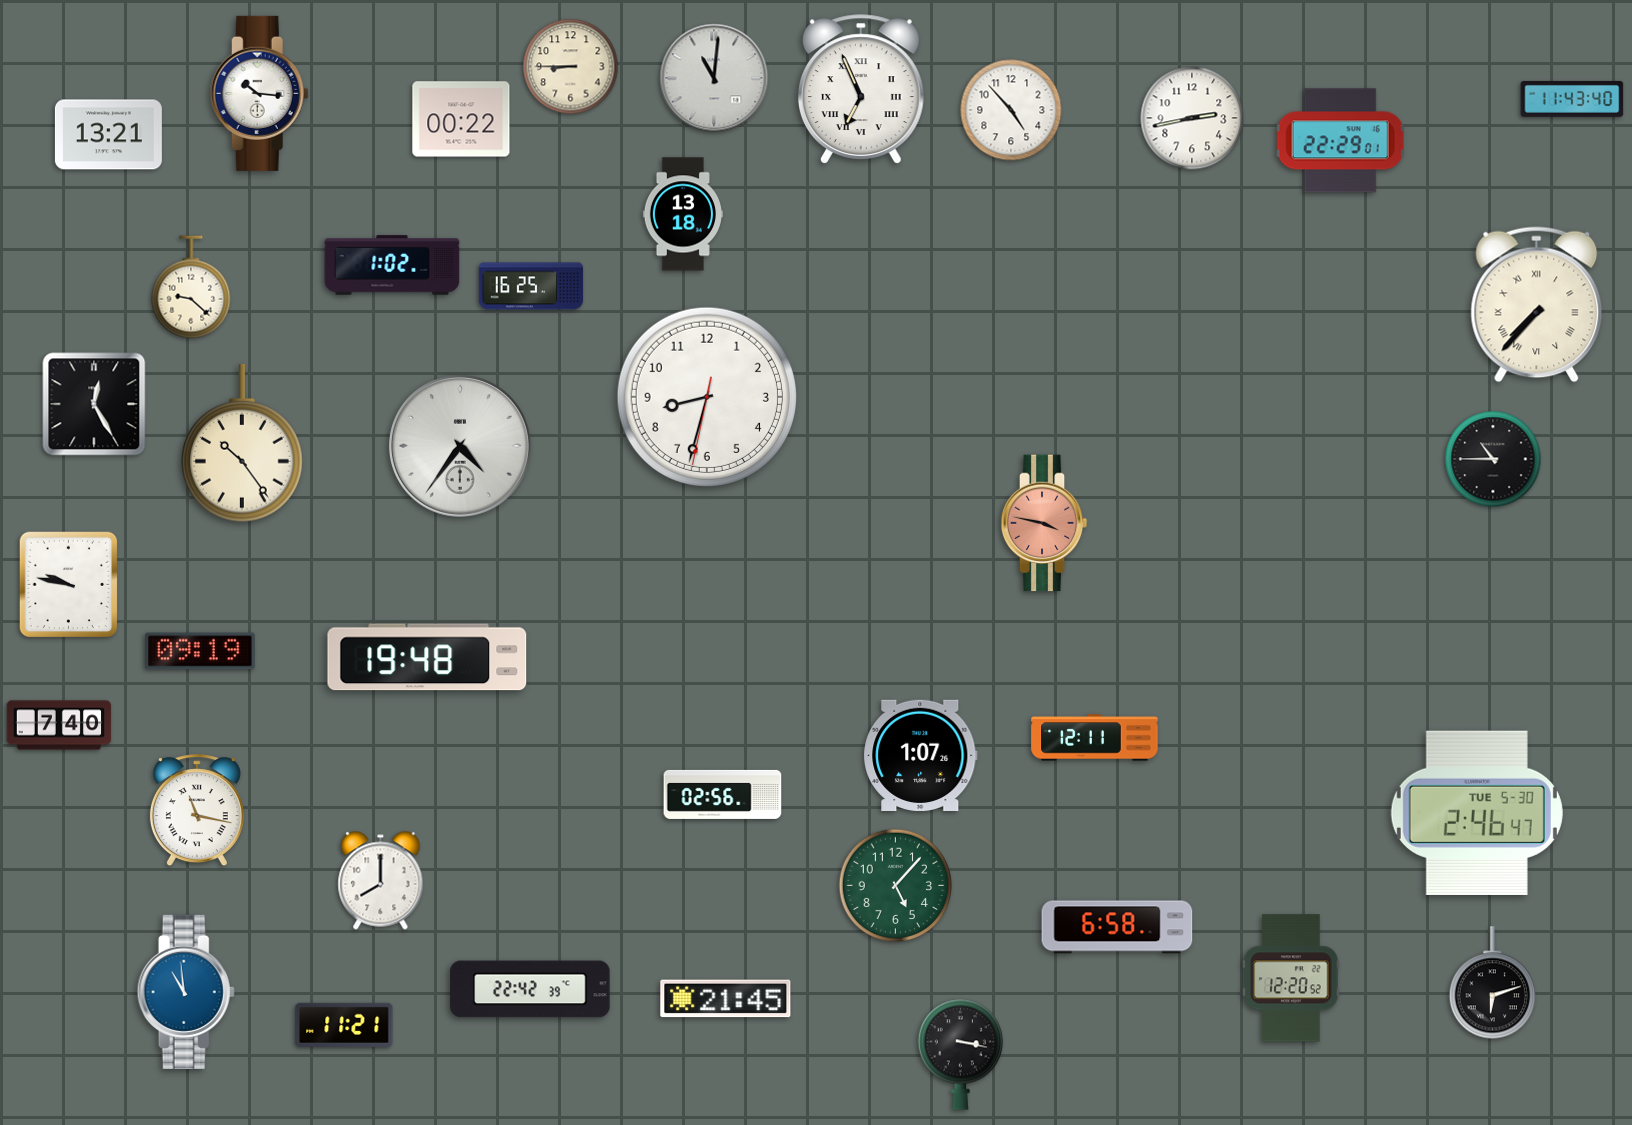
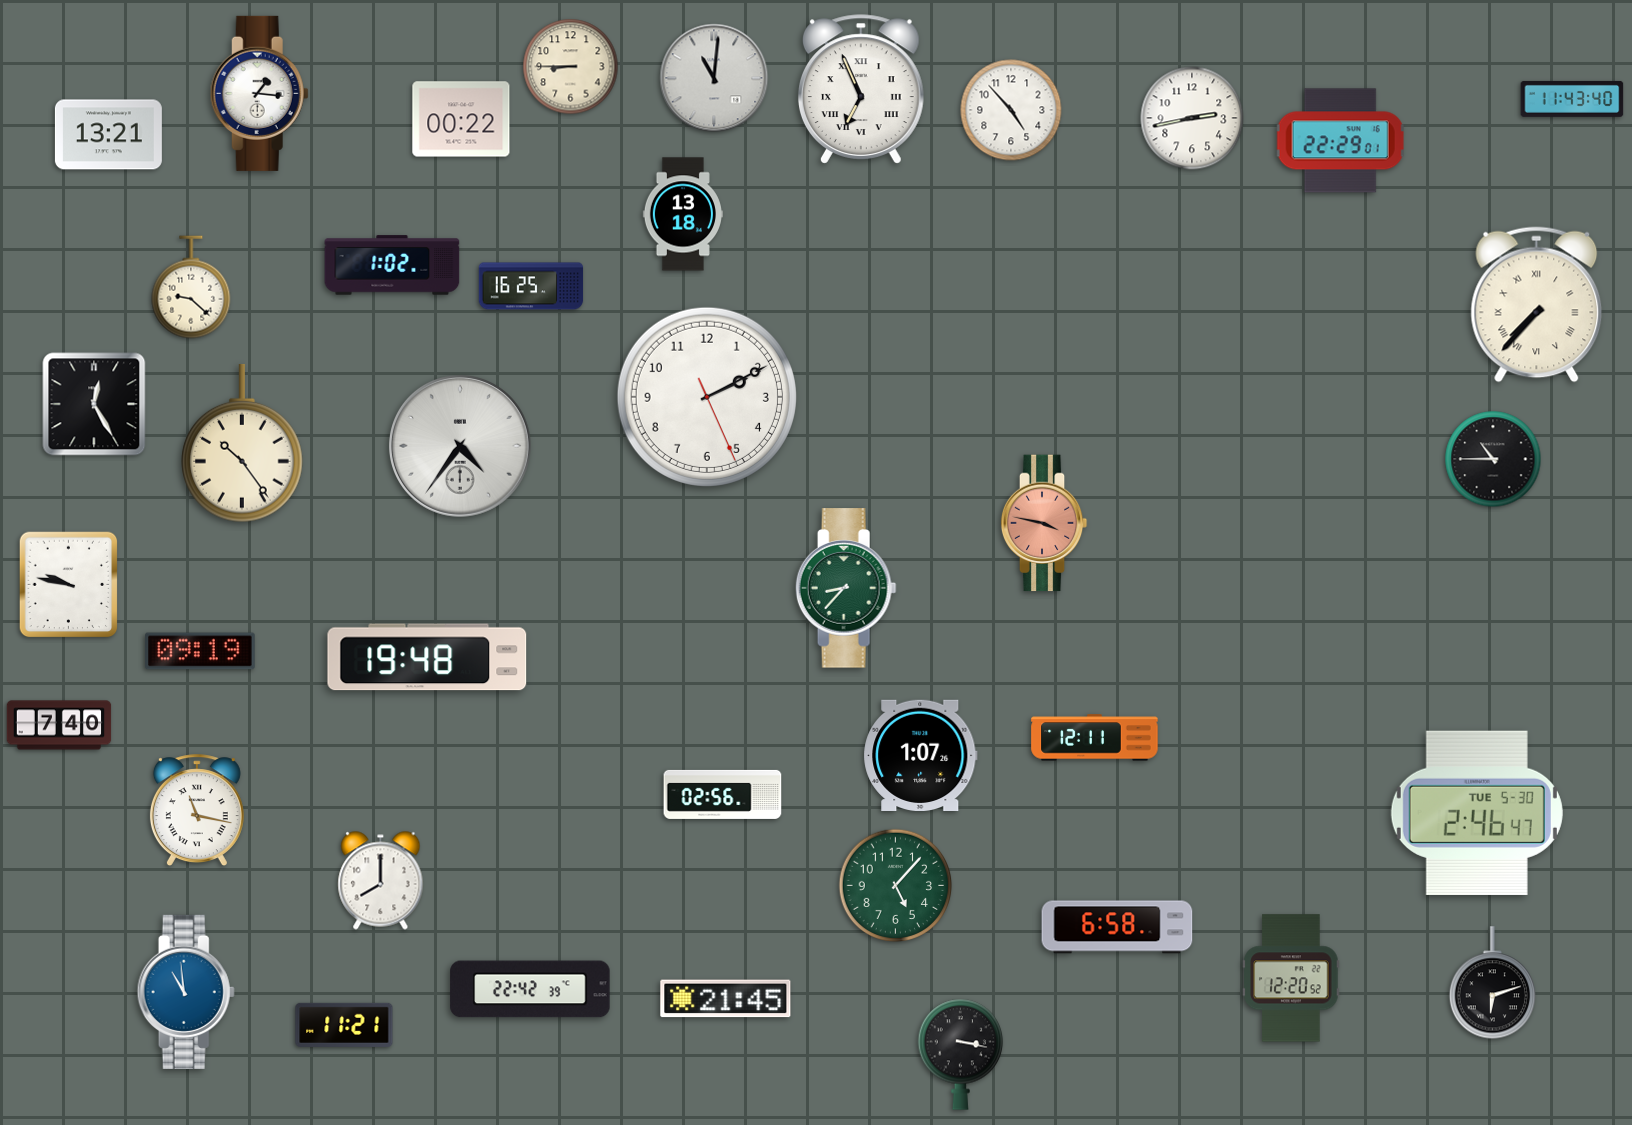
clock at (259, 93): 10:16 -> 1:16
clock at (707, 397): 8:32 -> 2:10
clock at (846, 588): none -> 8:37
